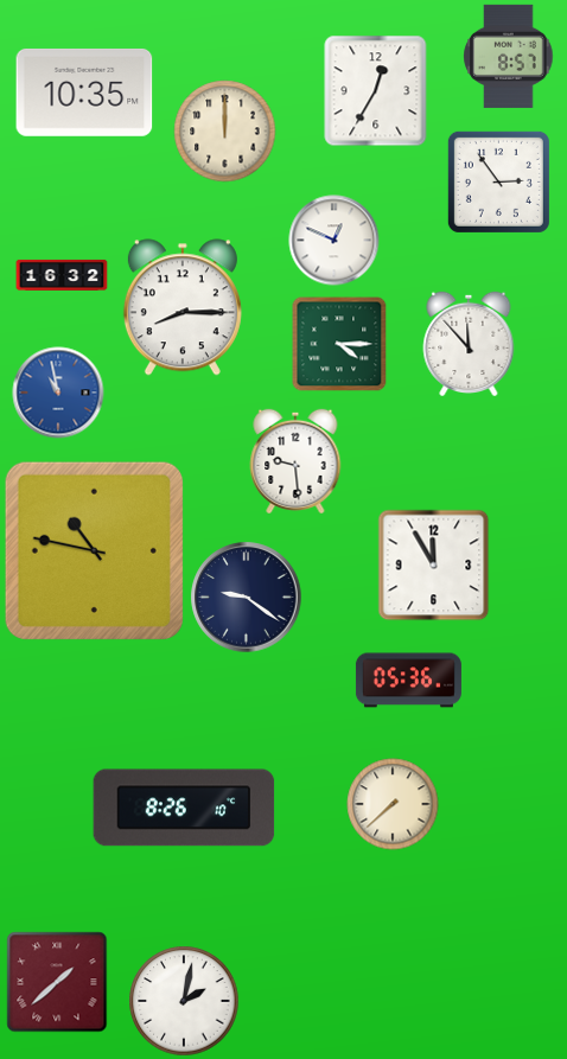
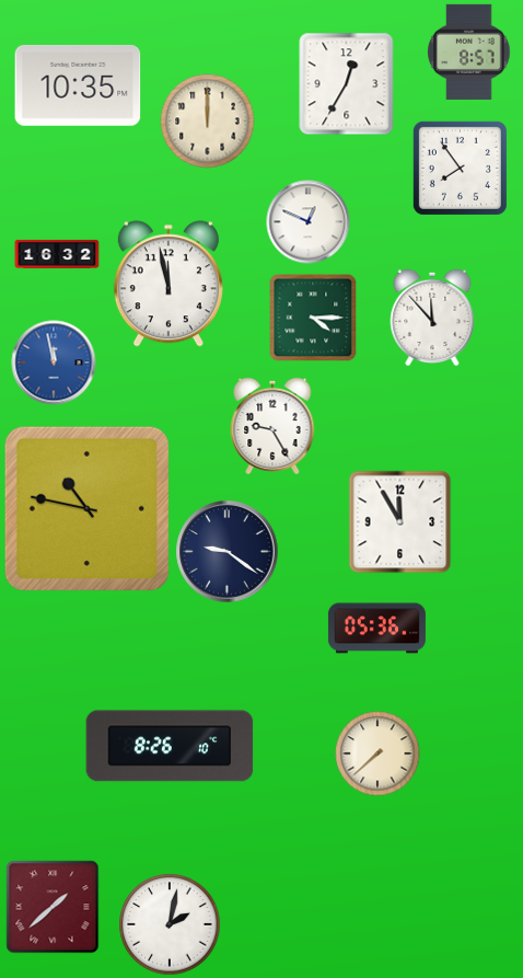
clock at (498, 181): 2:54 -> 7:54
clock at (183, 307): 8:15 -> 11:58
clock at (58, 393): 10:58 -> 11:58
clock at (295, 460): 9:29 -> 9:25
clock at (393, 804) position: (393, 804) -> (377, 753)
